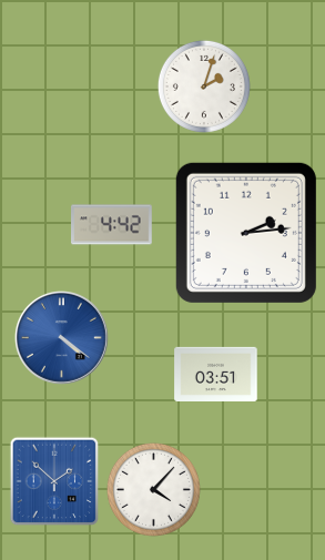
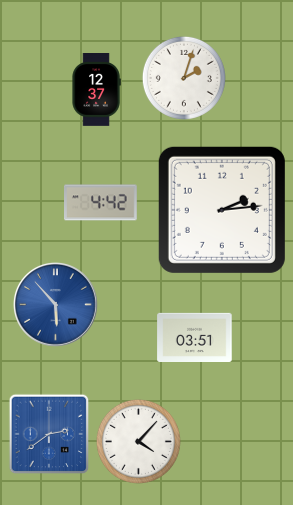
clock at (96, 90): none -> 12:37
clock at (61, 337): 4:21 -> 5:53
clock at (54, 481): 1:52 -> 2:39
